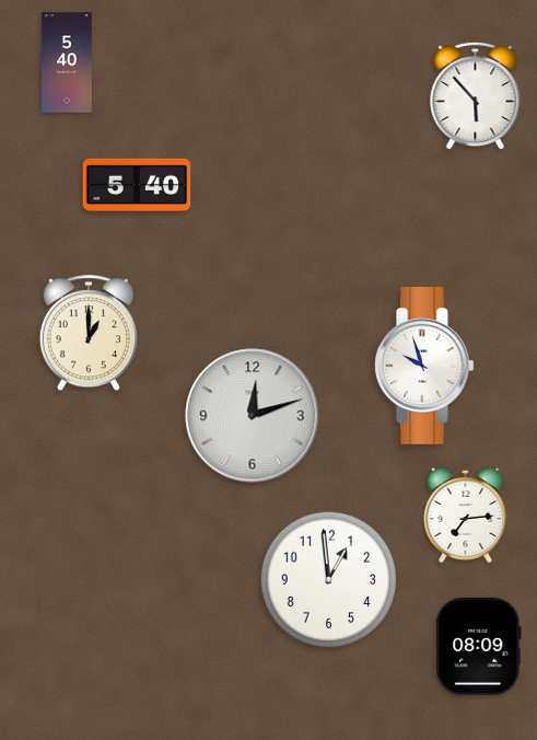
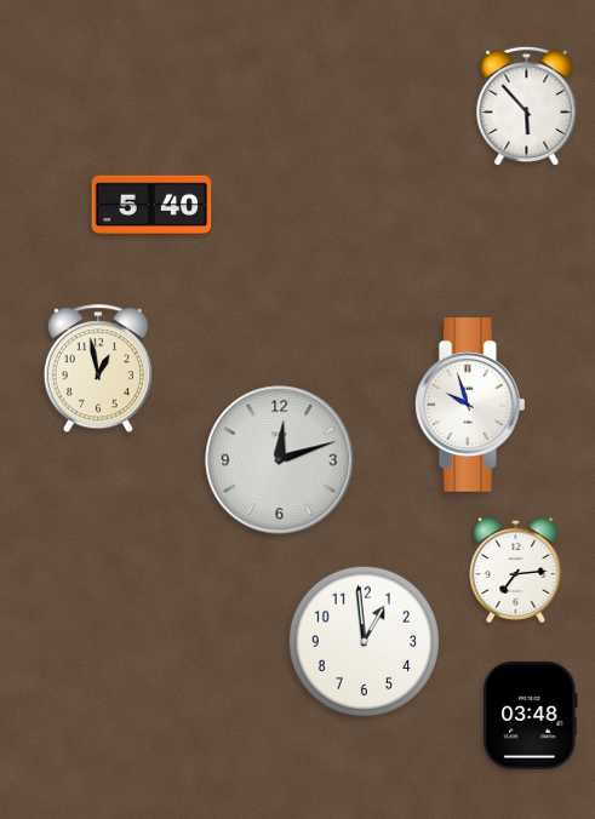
clock at (67, 62): 5:40 -> none
clock at (89, 334): 1:00 -> 12:58
clock at (479, 646): 08:09 -> 03:48
